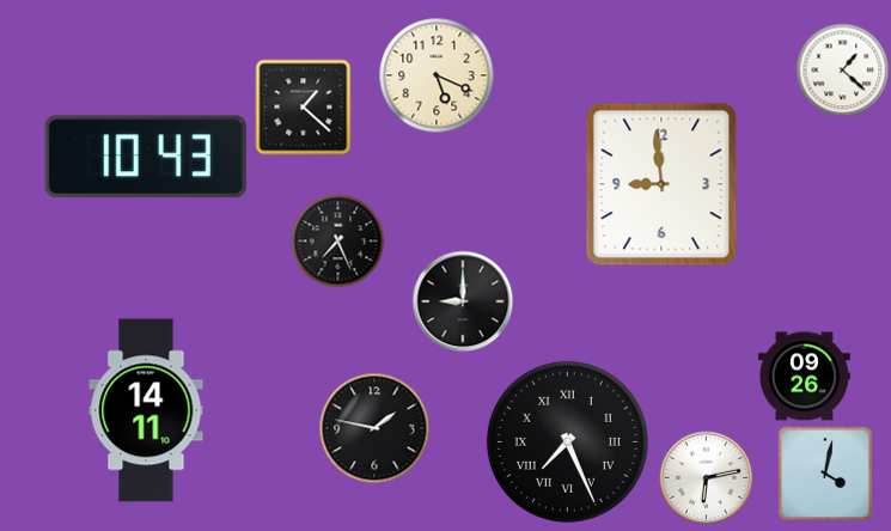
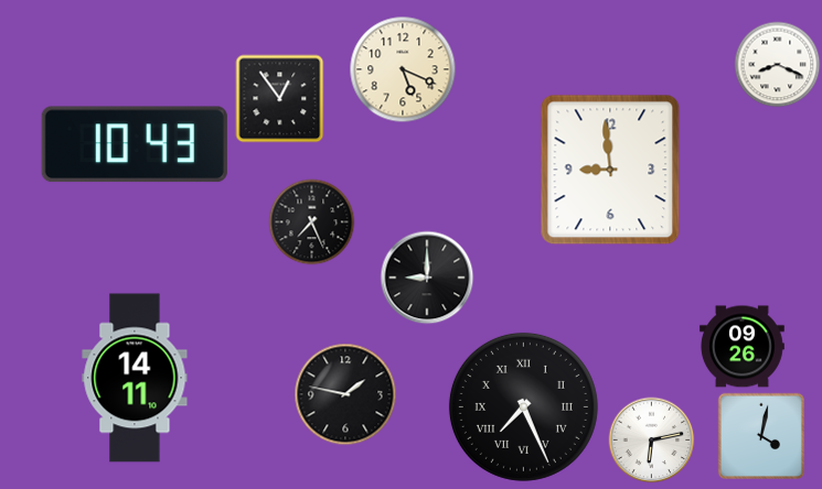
clock at (842, 69): 1:22 -> 8:19
clock at (303, 106): 1:22 -> 12:54
